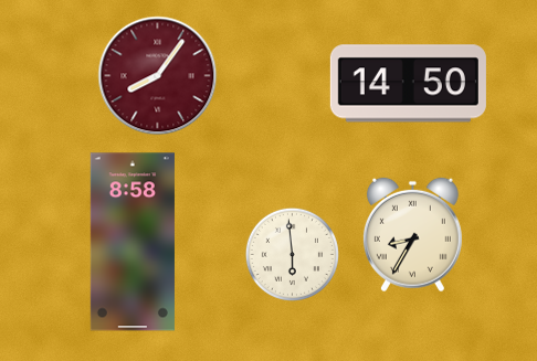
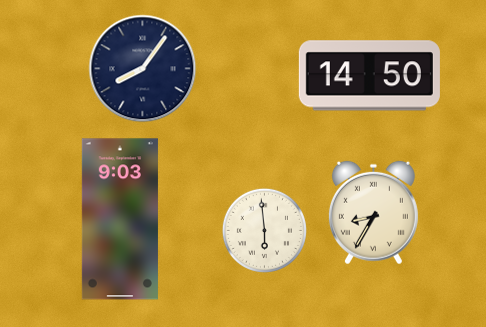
clock at (158, 76) dial: burgundy -> navy
clock at (133, 242): 8:58 -> 9:03
